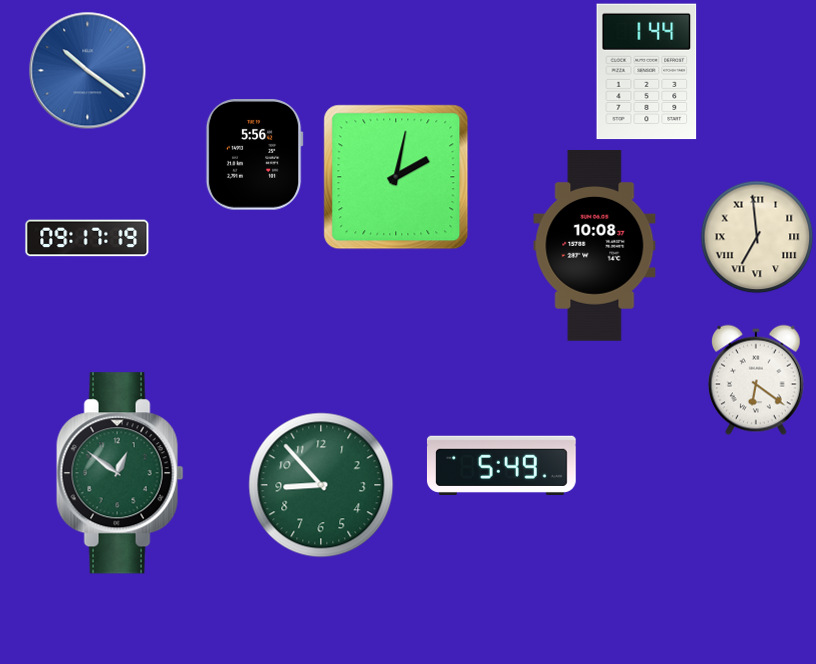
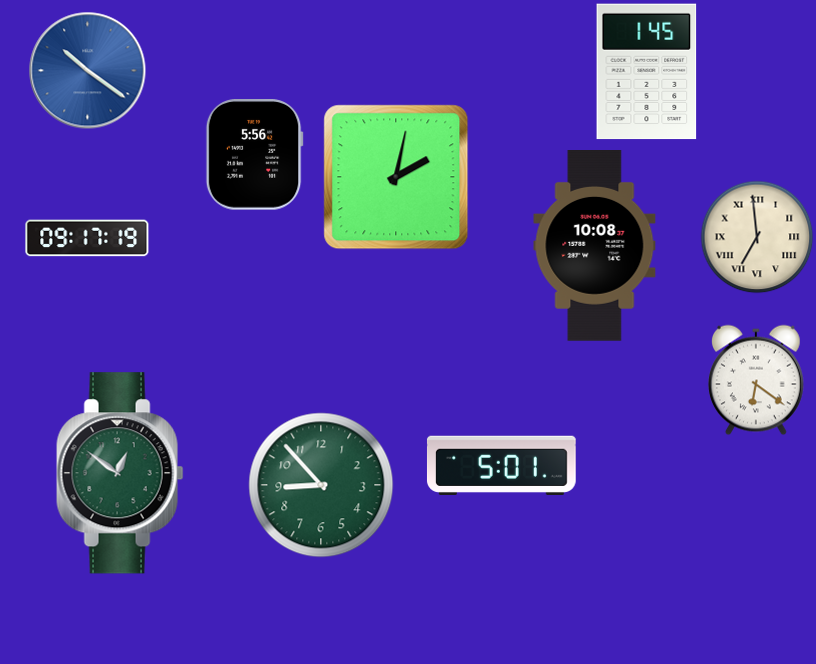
clock at (647, 72): 1:44 -> 1:45
clock at (501, 465): 5:49 -> 5:01
